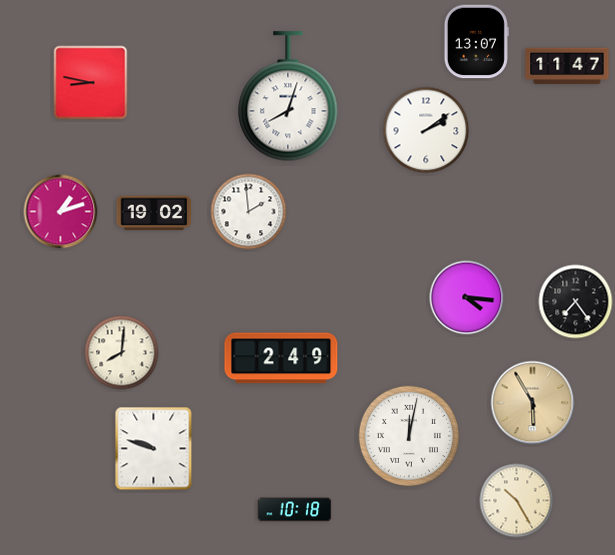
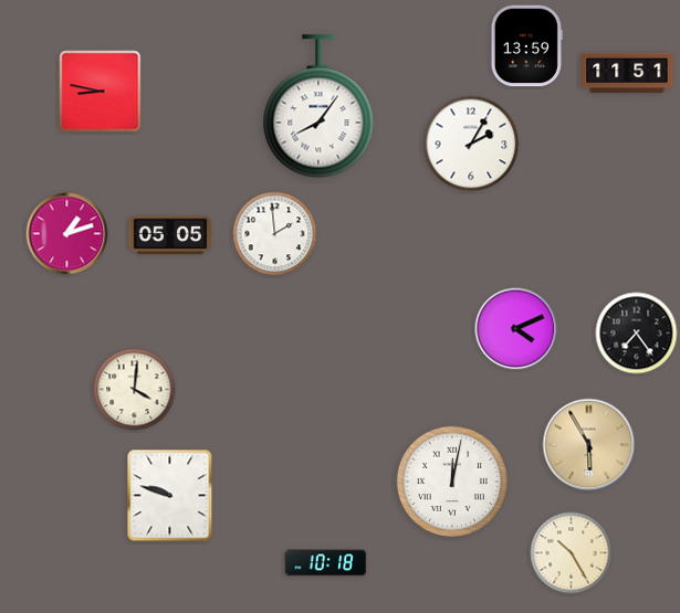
clock at (476, 42): 13:07 -> 13:59
clock at (567, 66): 11:47 -> 11:51
clock at (288, 96): 8:03 -> 8:06
clock at (426, 130): 2:09 -> 2:05
clock at (154, 213): 19:02 -> 05:05
clock at (467, 298): 4:16 -> 4:11
clock at (122, 353): 8:01 -> 4:01
clock at (281, 358): 2:49 -> none
